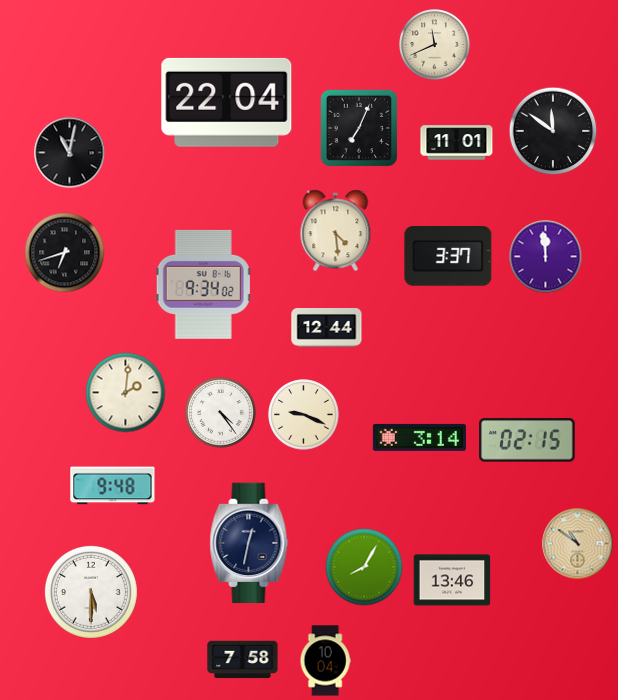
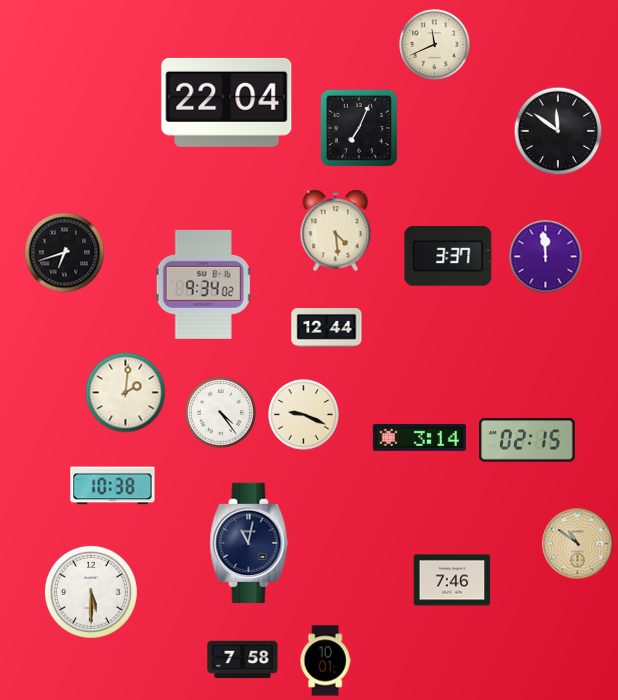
clock at (553, 131) position: (553, 131) -> (558, 131)
clock at (457, 143): 11:01 -> none
clock at (70, 153): 11:02 -> none
clock at (113, 486): 9:48 -> 10:38
clock at (249, 543): 12:32 -> 11:02
clock at (364, 567): 8:05 -> none
clock at (452, 580): 13:46 -> 7:46
clock at (325, 661): 10:04 -> 10:01
